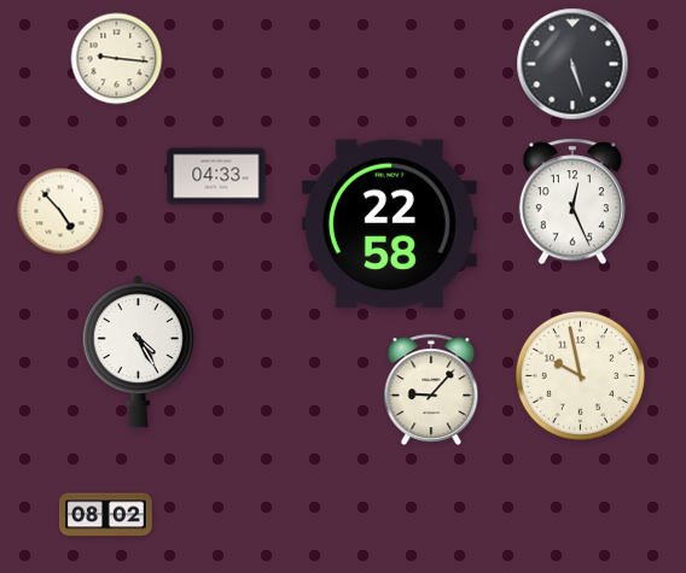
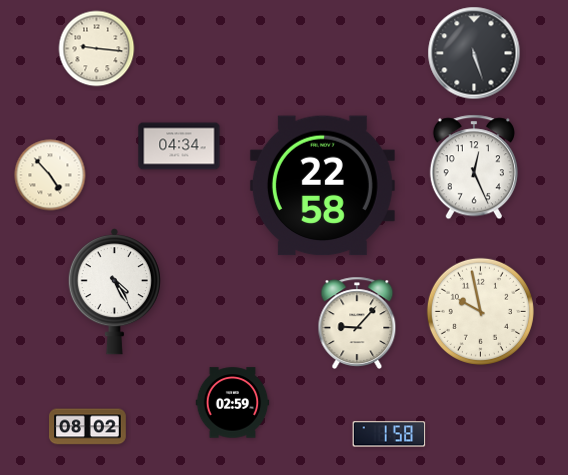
clock at (216, 176): 04:33 -> 04:34
clock at (233, 403): none -> 02:59
clock at (389, 434): none -> 1:58
